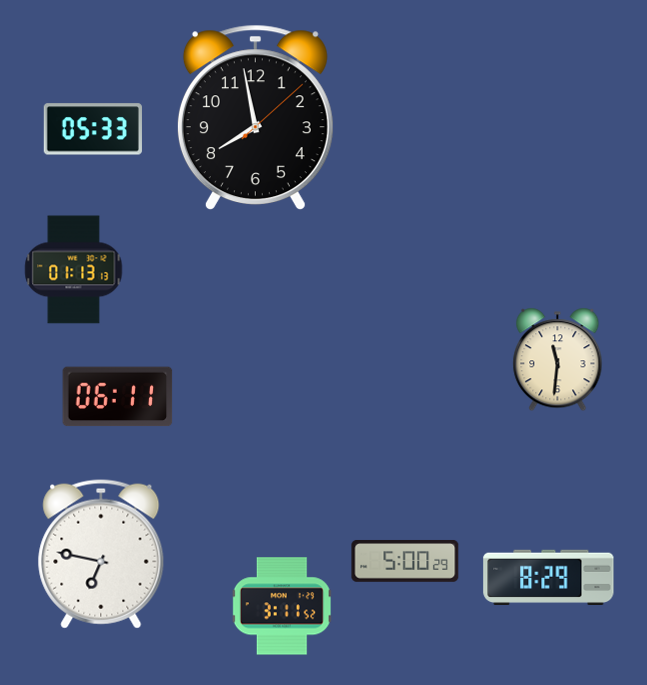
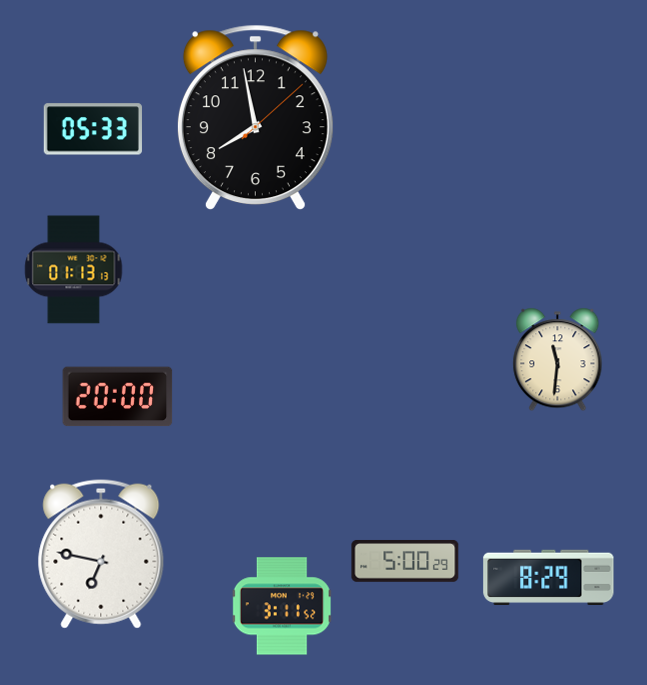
clock at (118, 397): 06:11 -> 20:00
